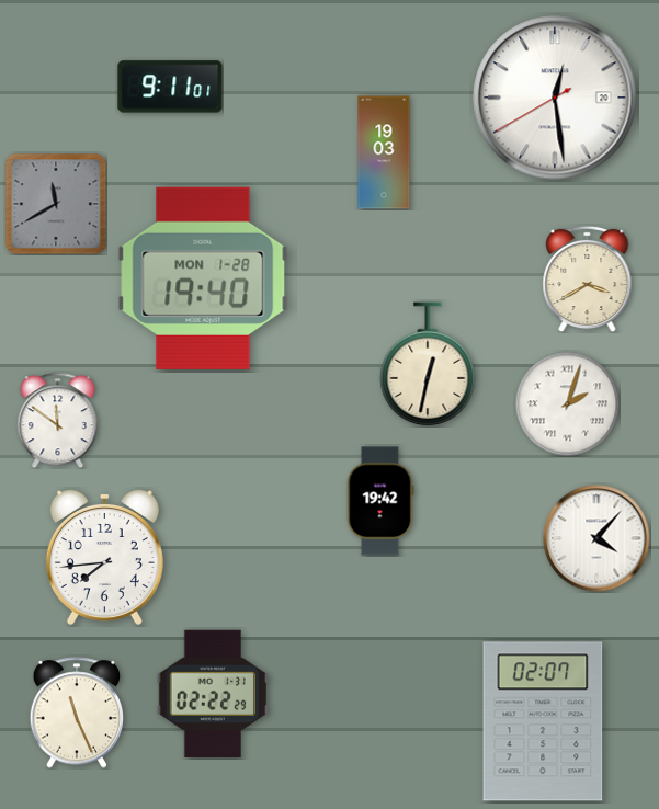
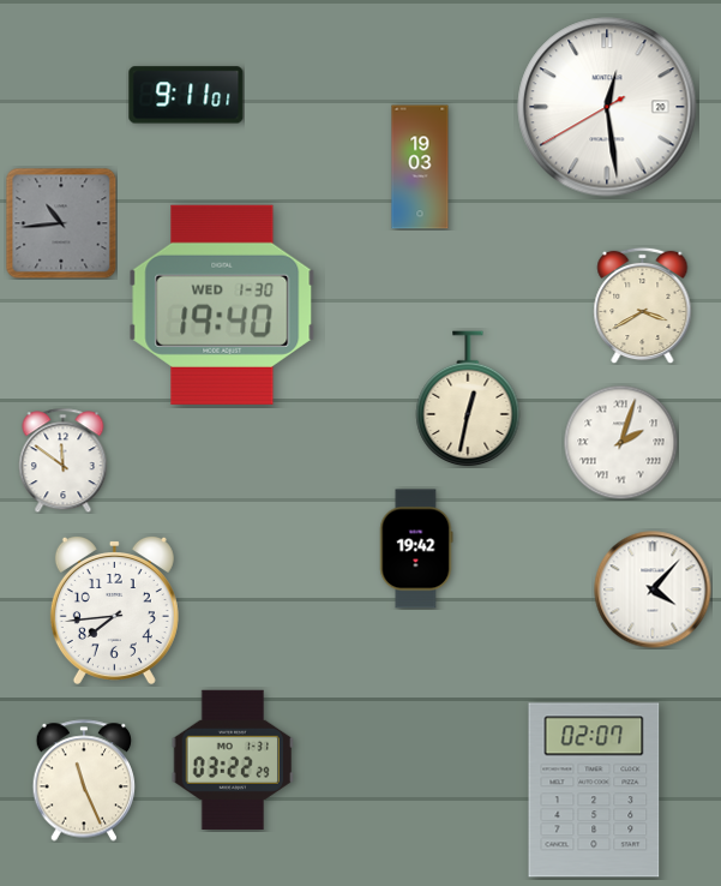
clock at (56, 204): 11:40 -> 10:44
clock at (203, 278) date: MON 1-28 -> WED 1-30
clock at (213, 694): 02:22 -> 03:22
